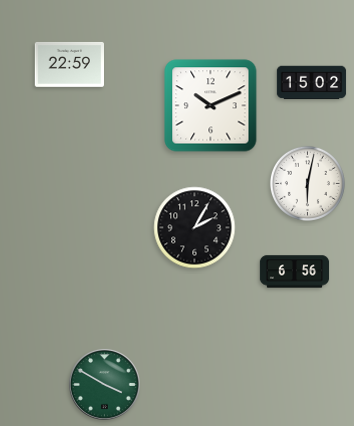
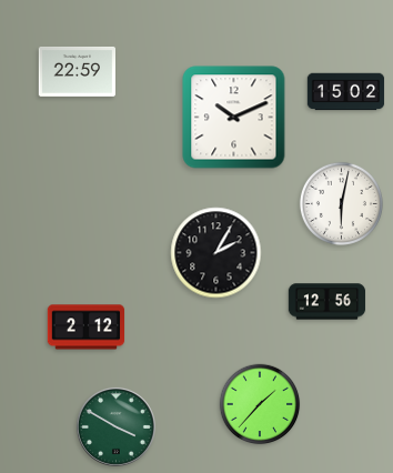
clock at (295, 272): 6:56 -> 12:56
clock at (87, 328): none -> 2:12
clock at (260, 404): none -> 1:37
